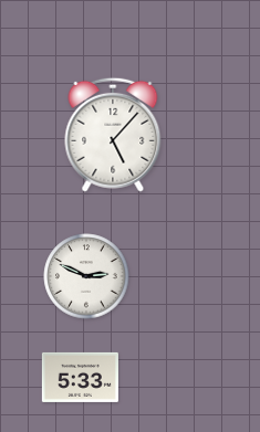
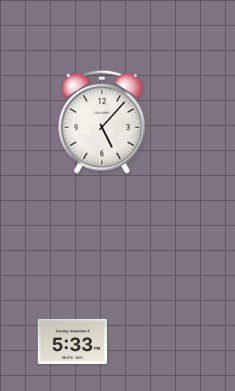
clock at (86, 276): 2:49 -> none
